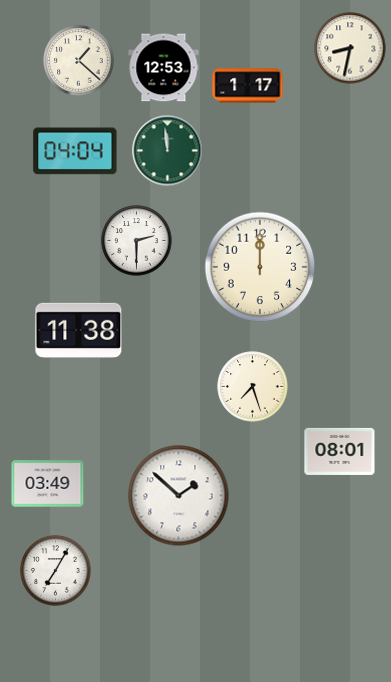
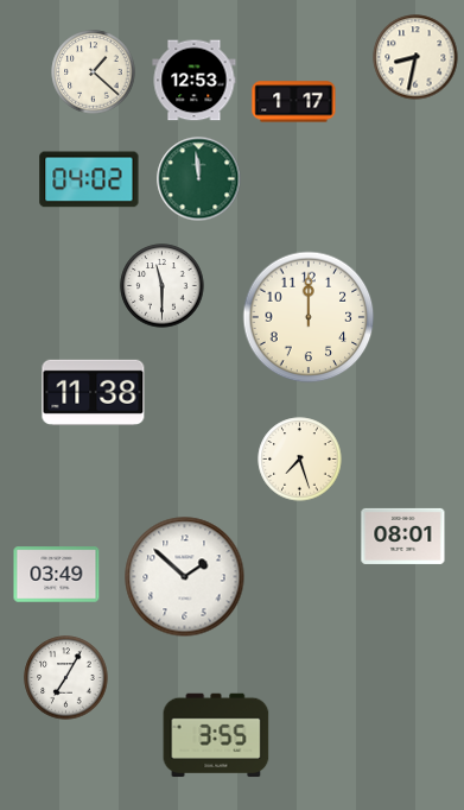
clock at (75, 151): 04:04 -> 04:02
clock at (137, 241): 2:30 -> 11:30
clock at (179, 496) position: (179, 496) -> (185, 577)
clock at (216, 735): none -> 3:55
